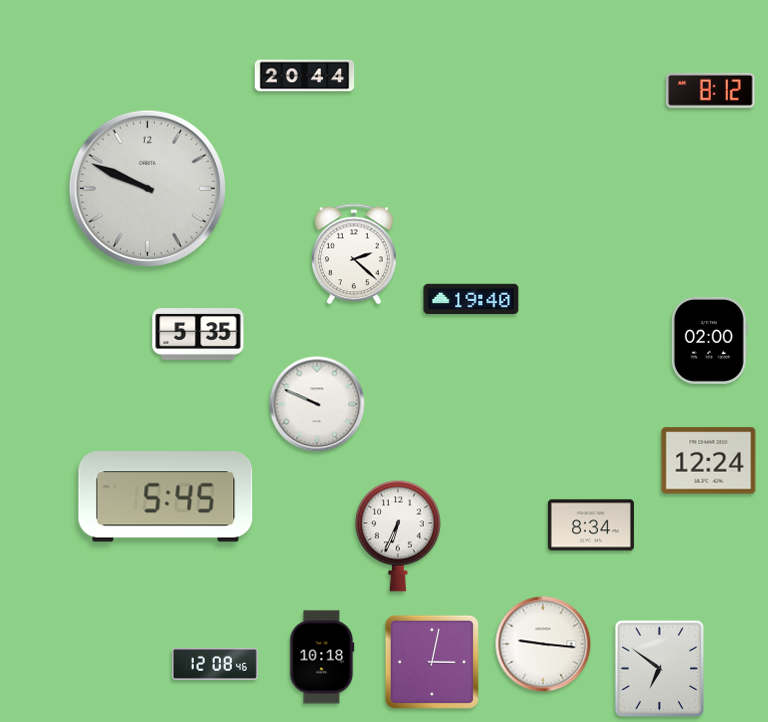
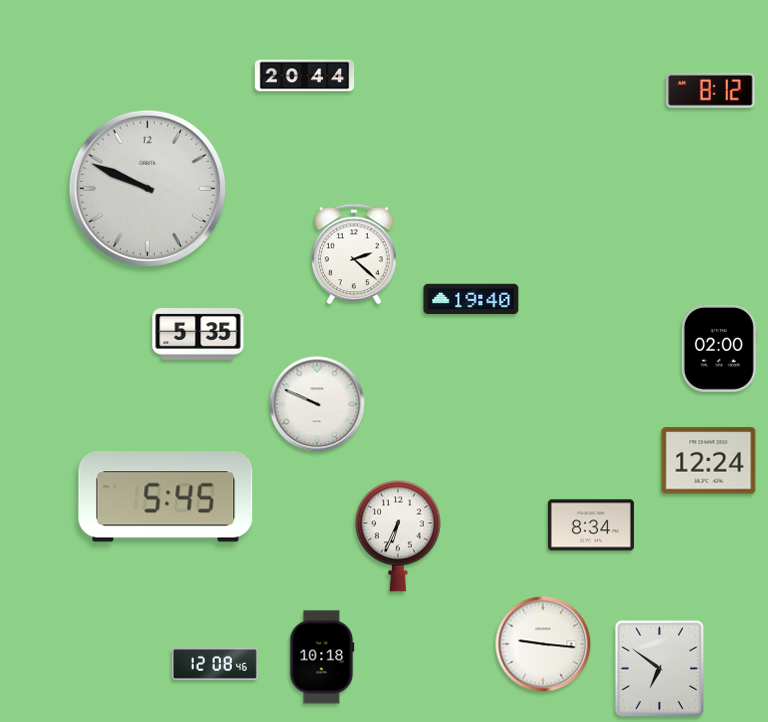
clock at (709, 340) position: (709, 340) -> (719, 348)
clock at (432, 662): 3:02 -> none
